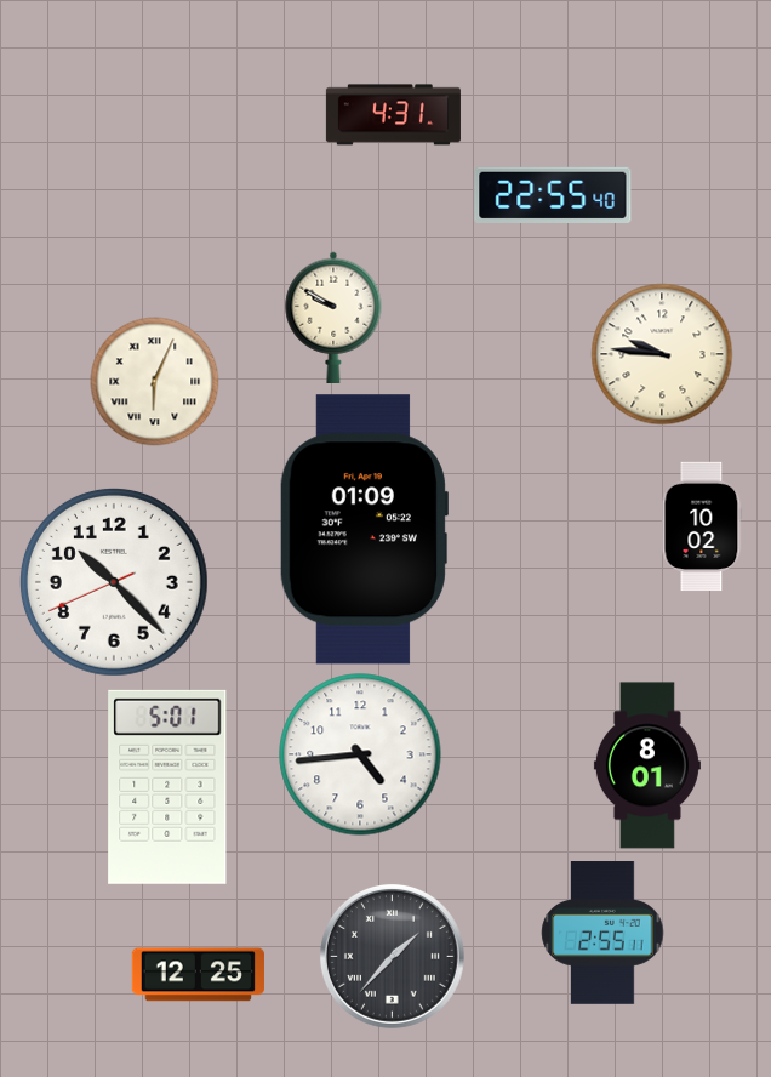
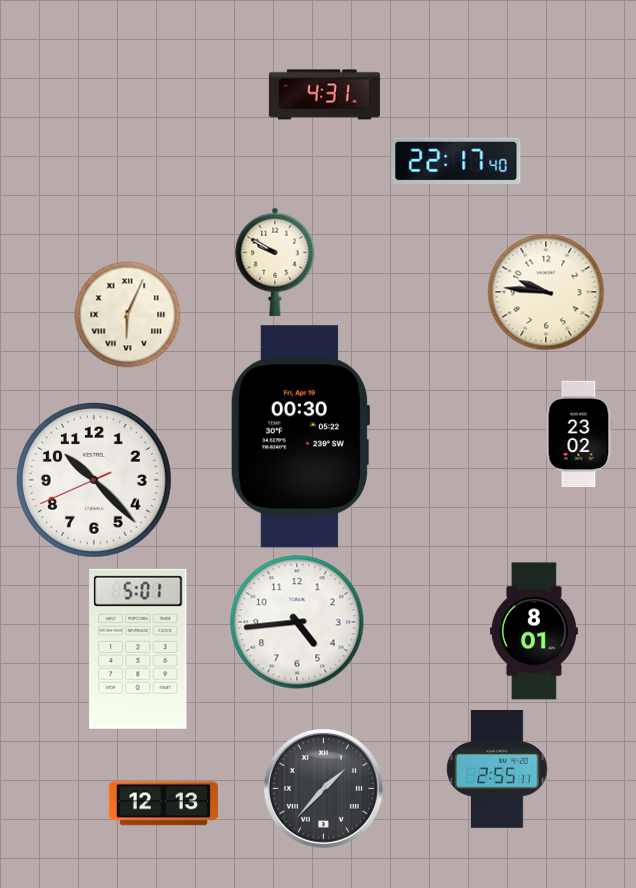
clock at (553, 194): 22:55 -> 22:17
clock at (702, 526): 10:02 -> 23:02
clock at (362, 530): 01:09 -> 00:30
clock at (198, 975): 12:25 -> 12:13
